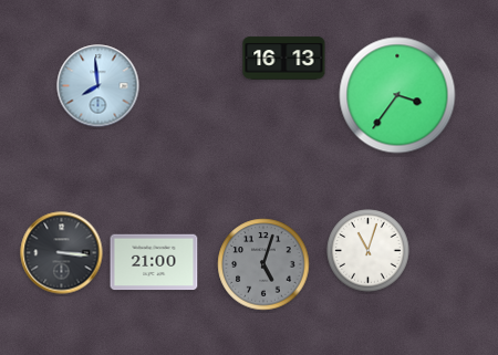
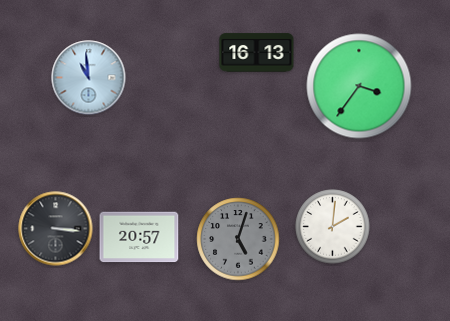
clock at (98, 86): 7:59 -> 10:59
clock at (369, 251): 11:03 -> 2:01
clock at (154, 262): 21:00 -> 20:57
